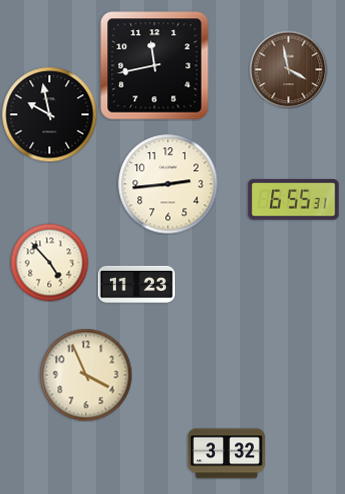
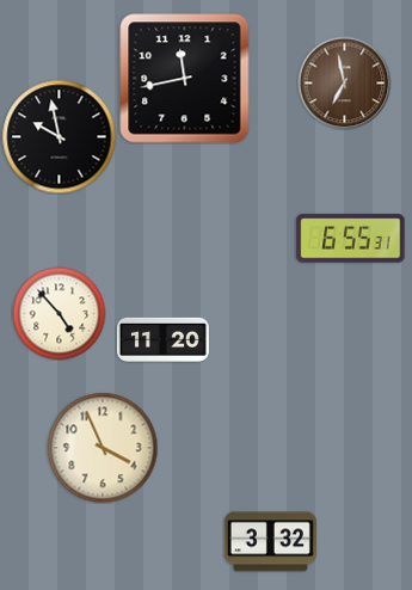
clock at (288, 69): 3:58 -> 6:58
clock at (168, 184): 2:44 -> none
clock at (136, 284): 11:23 -> 11:20
